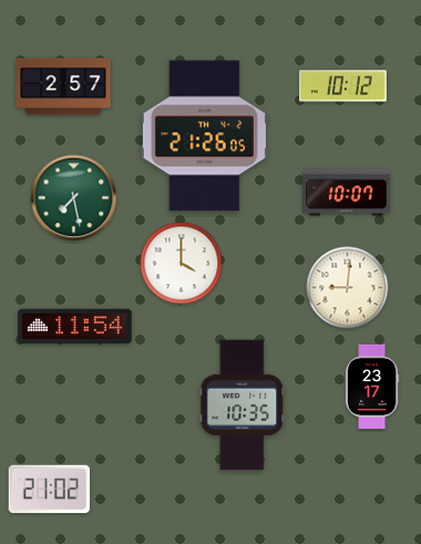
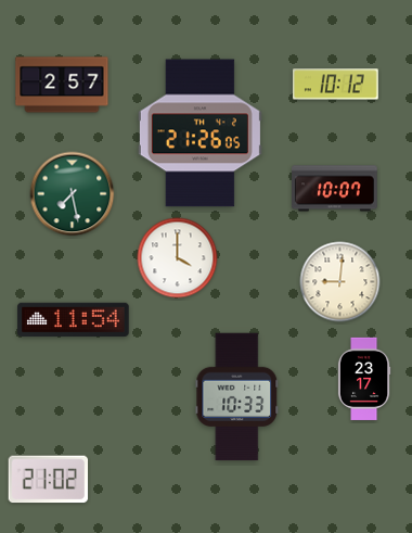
clock at (347, 193) position: (347, 193) -> (335, 189)
clock at (243, 406): 10:35 -> 10:33
